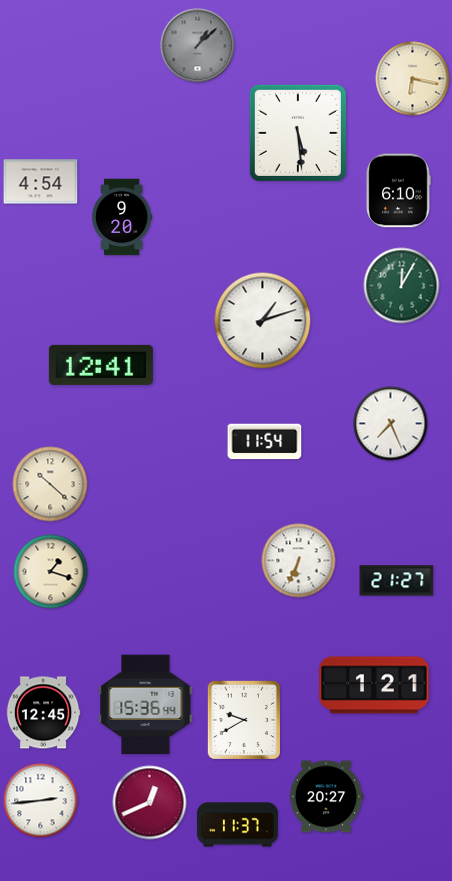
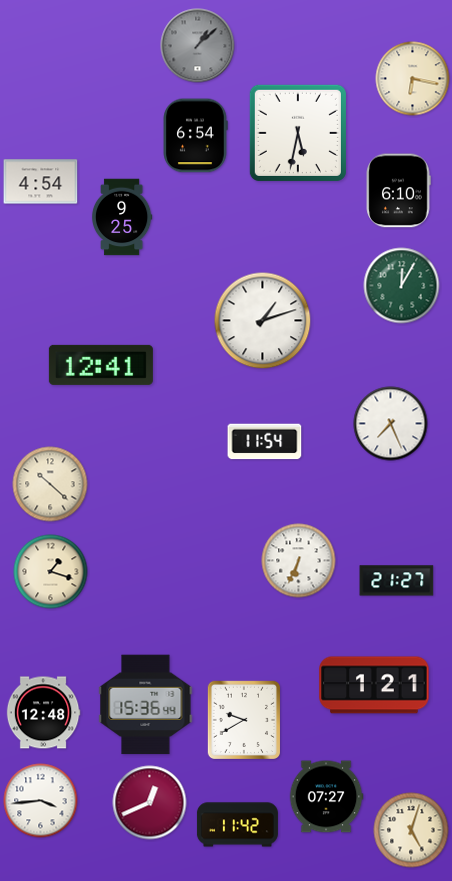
clock at (298, 133): 5:29 -> 5:32
clock at (195, 136): none -> 6:54
clock at (122, 217): 9:20 -> 9:25
clock at (43, 713): 12:45 -> 12:48
clock at (326, 797): 20:27 -> 07:27
clock at (41, 801): 2:44 -> 3:44
clock at (237, 825): 11:37 -> 11:42
clock at (411, 830): none -> 5:03
